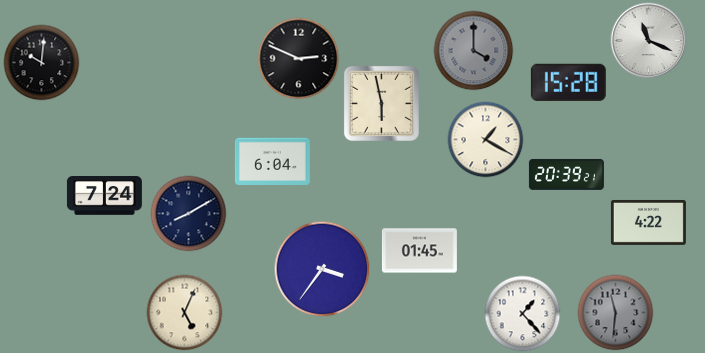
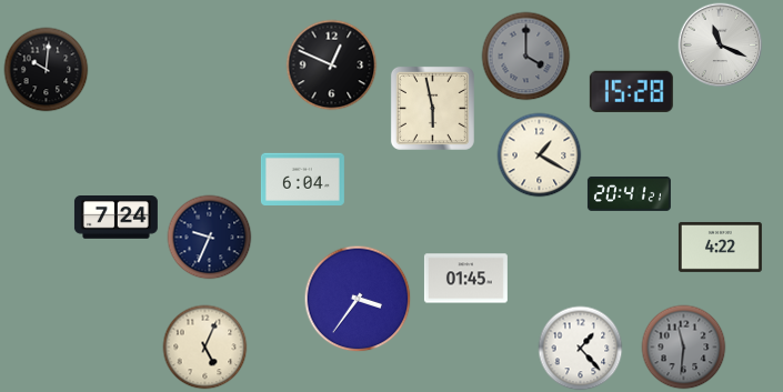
clock at (299, 59): 2:49 -> 12:49
clock at (381, 103) position: (381, 103) -> (432, 108)
clock at (566, 174): 20:39 -> 20:41
clock at (189, 214): 8:10 -> 9:34
